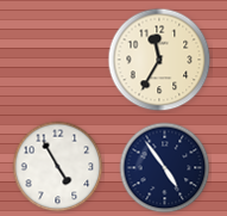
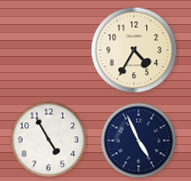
clock at (159, 60): 11:35 -> 4:35
clock at (165, 168): 4:54 -> 4:56
